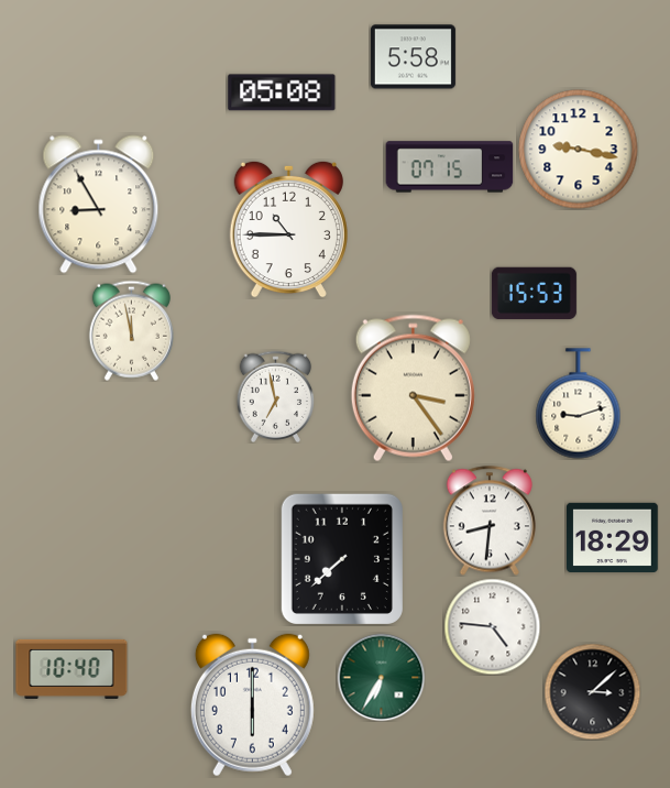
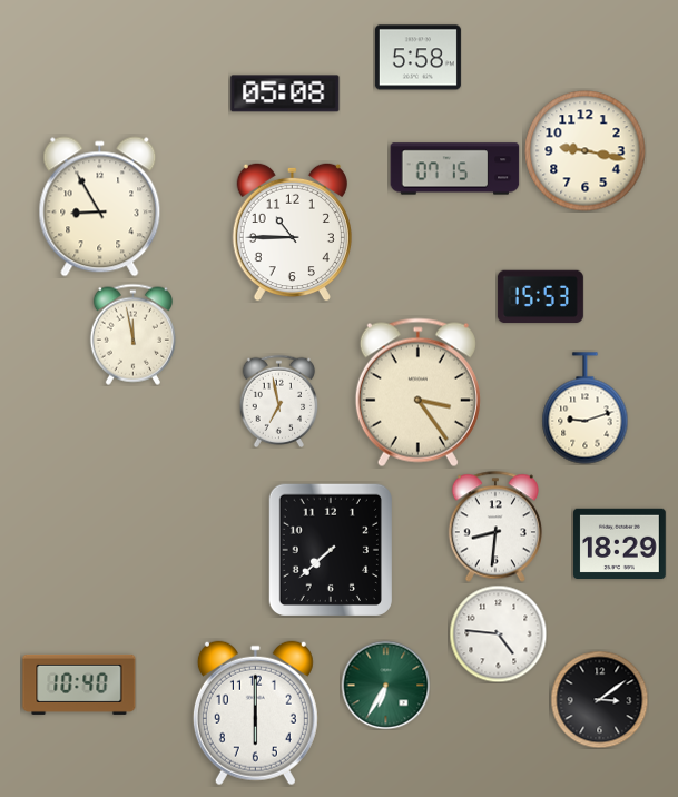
clock at (342, 558) position: (342, 558) -> (331, 549)
clock at (72, 669) position: (72, 669) -> (79, 685)
clock at (592, 691): 3:08 -> 3:09
